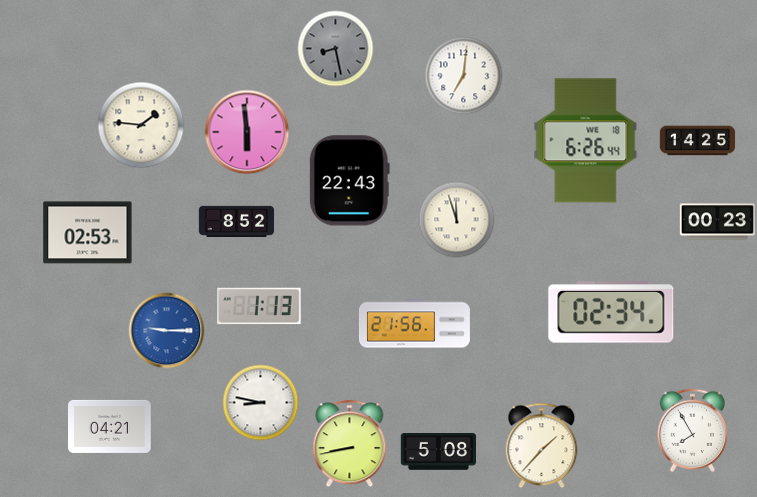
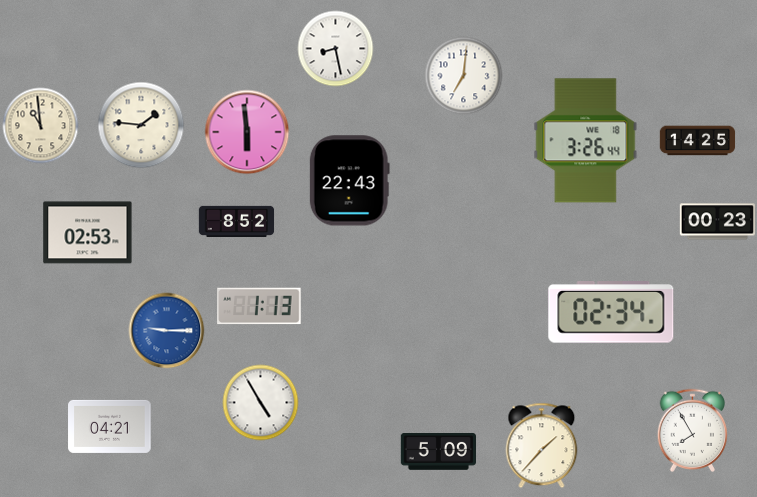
clock at (336, 49) dial: grey -> white
clock at (41, 126): none -> 10:59
clock at (586, 141): 6:26 -> 3:26
clock at (457, 220): 11:57 -> none
clock at (414, 324): 21:56 -> none
clock at (261, 403): 8:47 -> 4:55
clock at (350, 444): 8:43 -> none
clock at (438, 452): 5:08 -> 5:09
